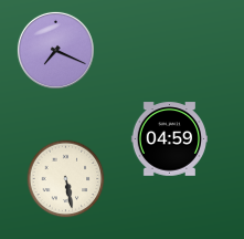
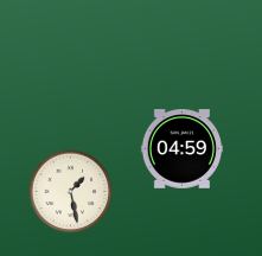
clock at (55, 50): 7:19 -> none
clock at (66, 179): 5:28 -> 1:28
